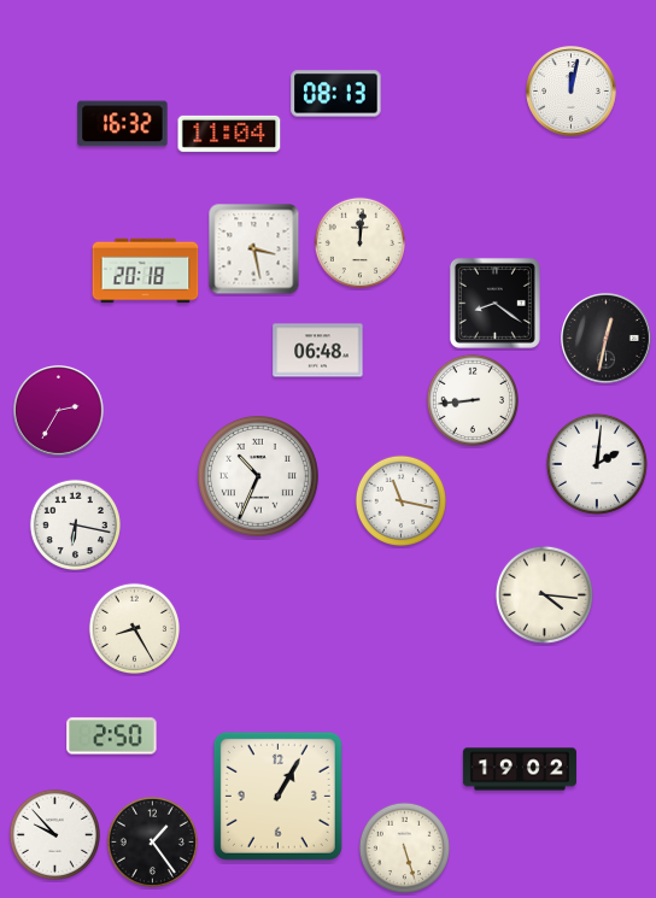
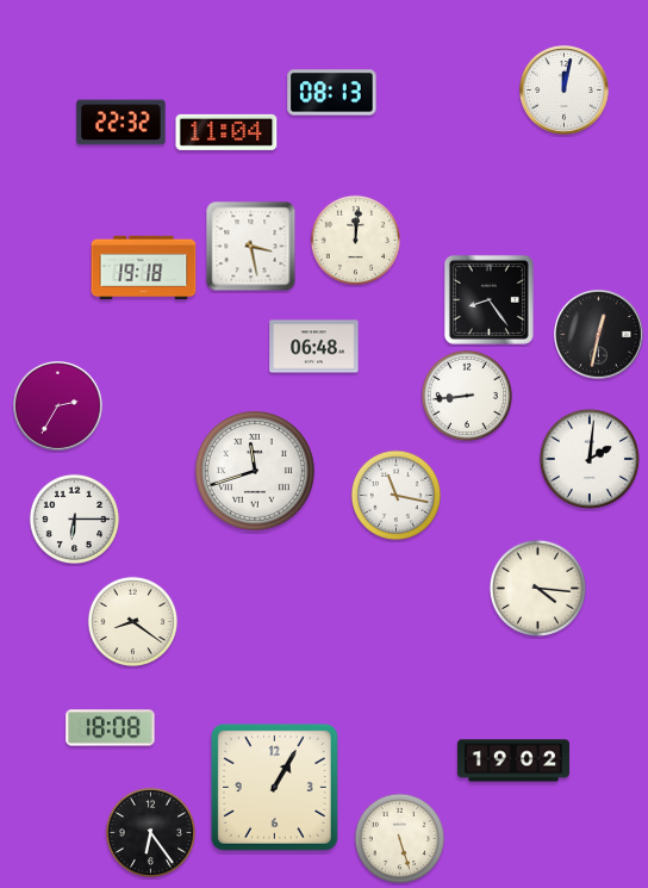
clock at (123, 124): 16:32 -> 22:32
clock at (146, 271): 20:18 -> 19:18
clock at (494, 303): 8:21 -> 8:24
clock at (258, 476): 10:34 -> 11:42
clock at (75, 524): 6:17 -> 6:15
clock at (134, 628): 8:25 -> 8:21
clock at (112, 736): 2:50 -> 18:08
clock at (54, 834): 9:53 -> none
clock at (152, 841): 1:24 -> 6:24
